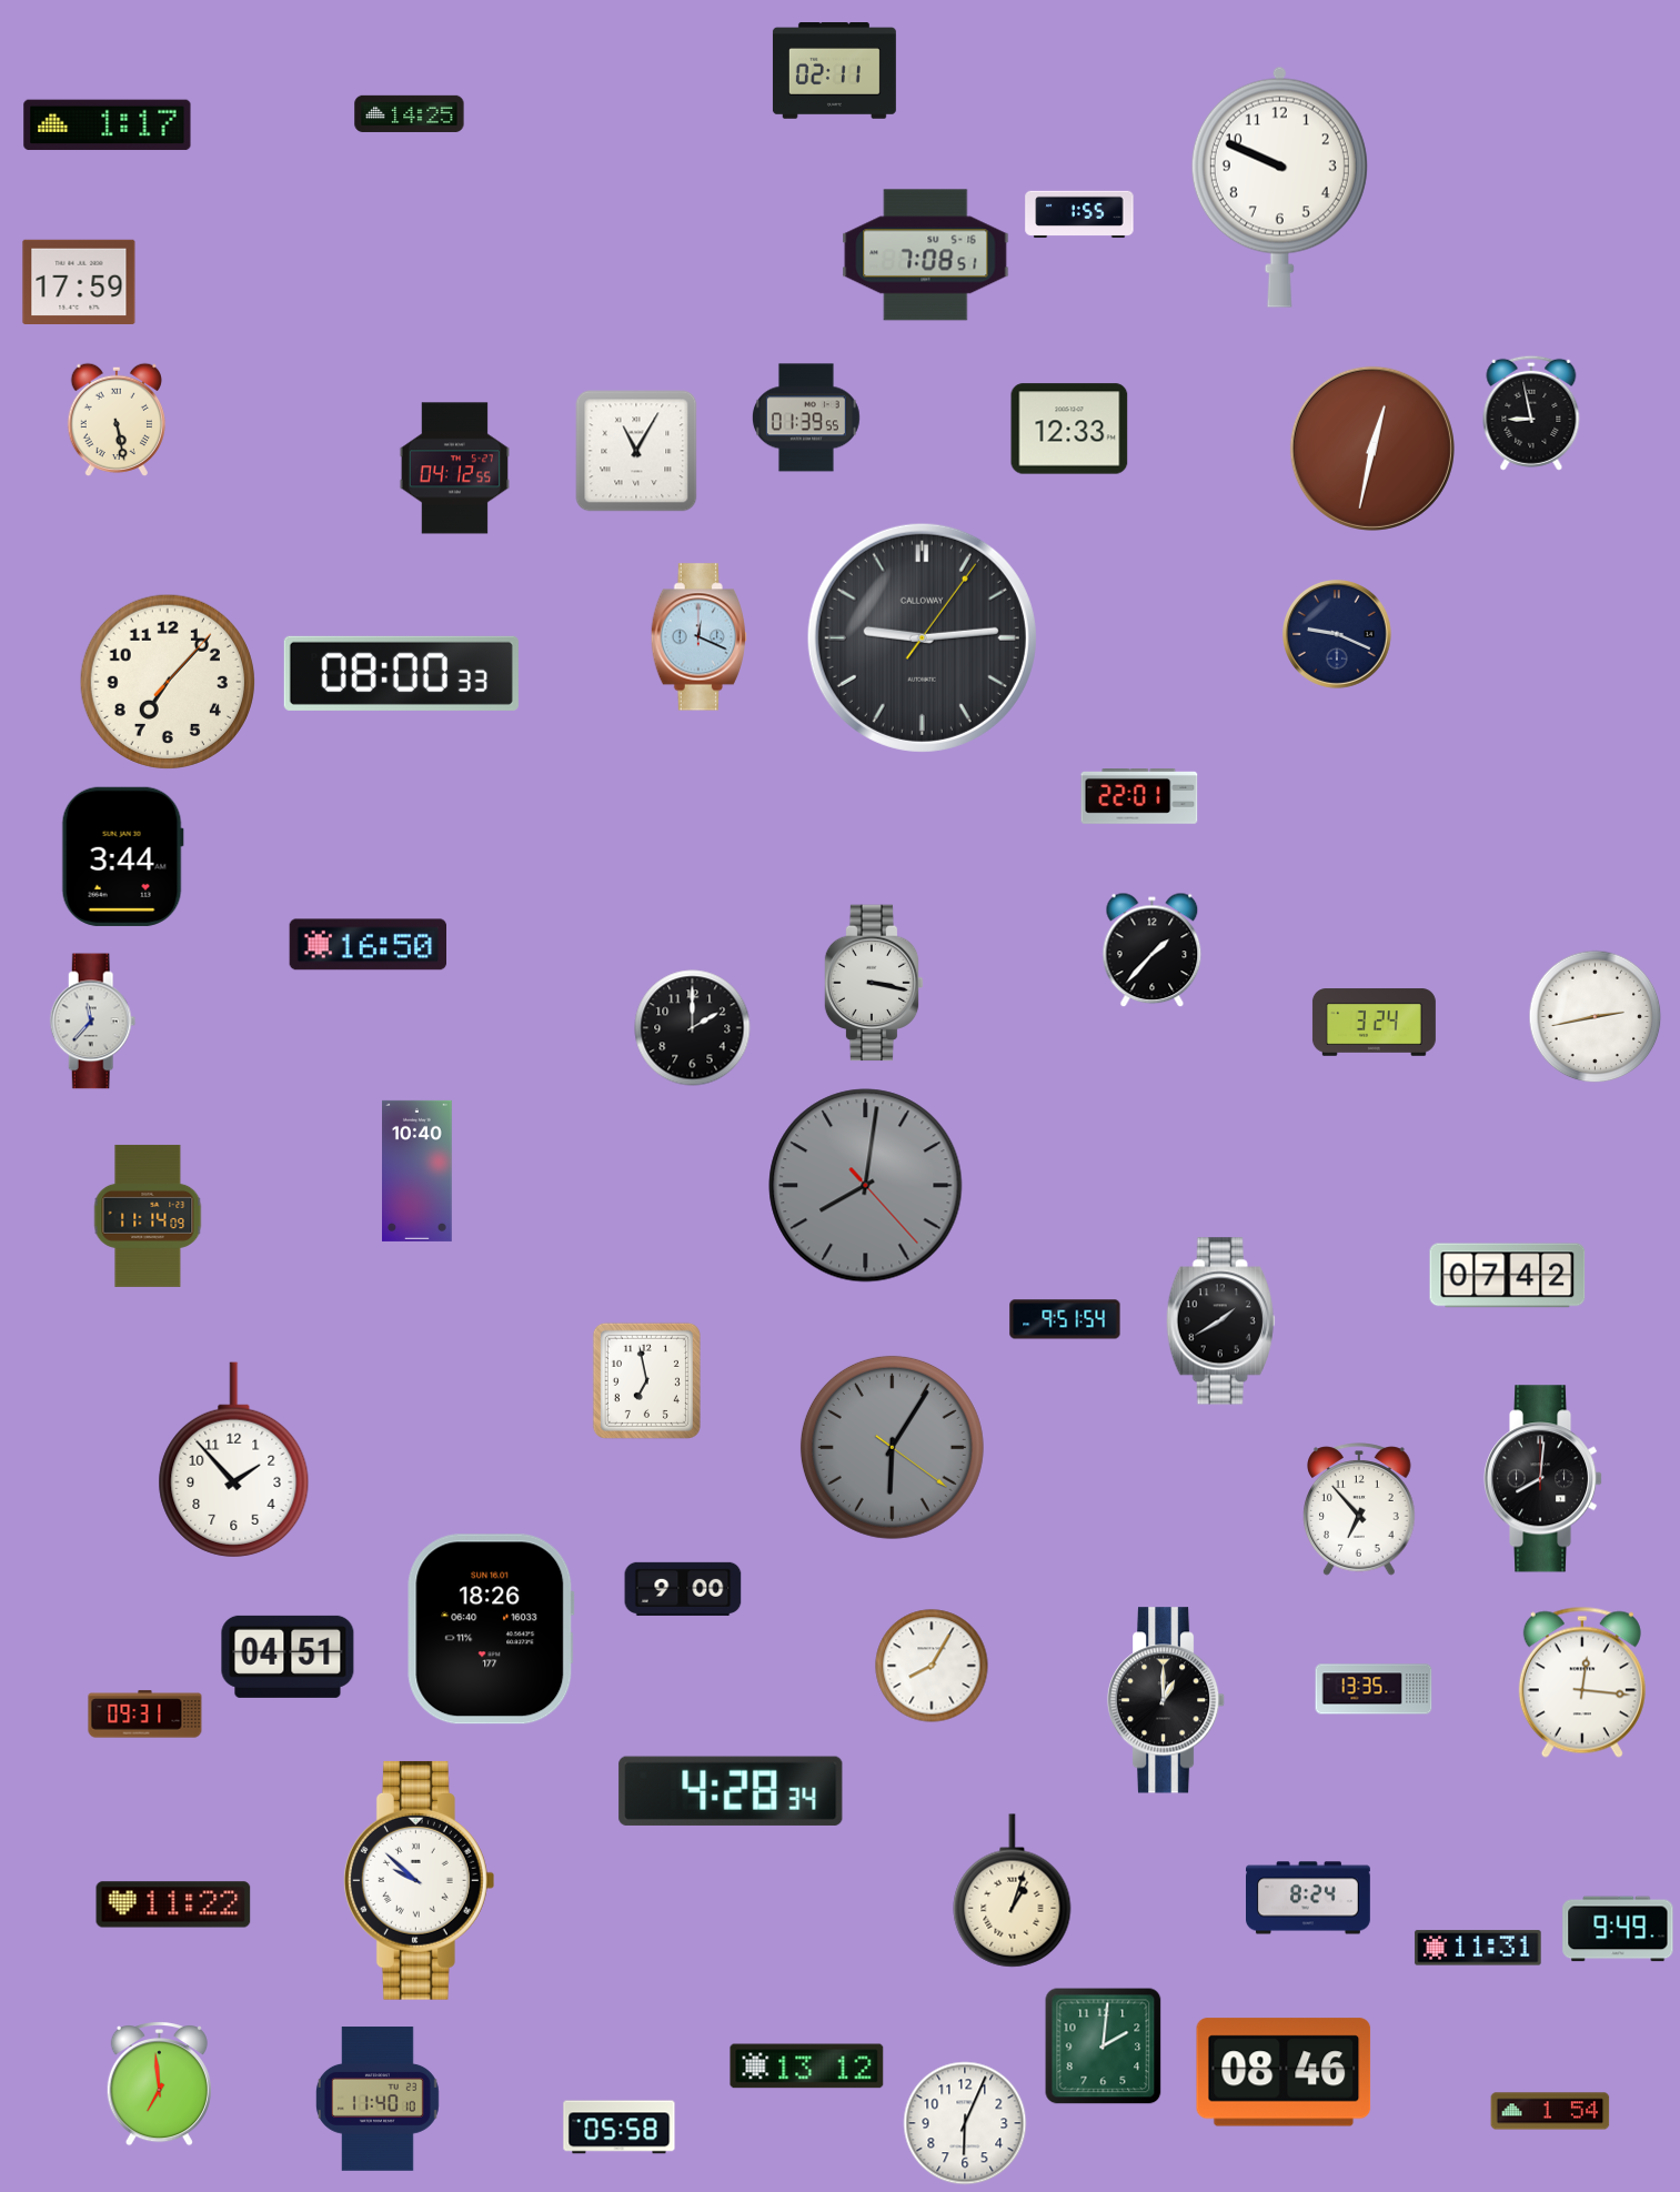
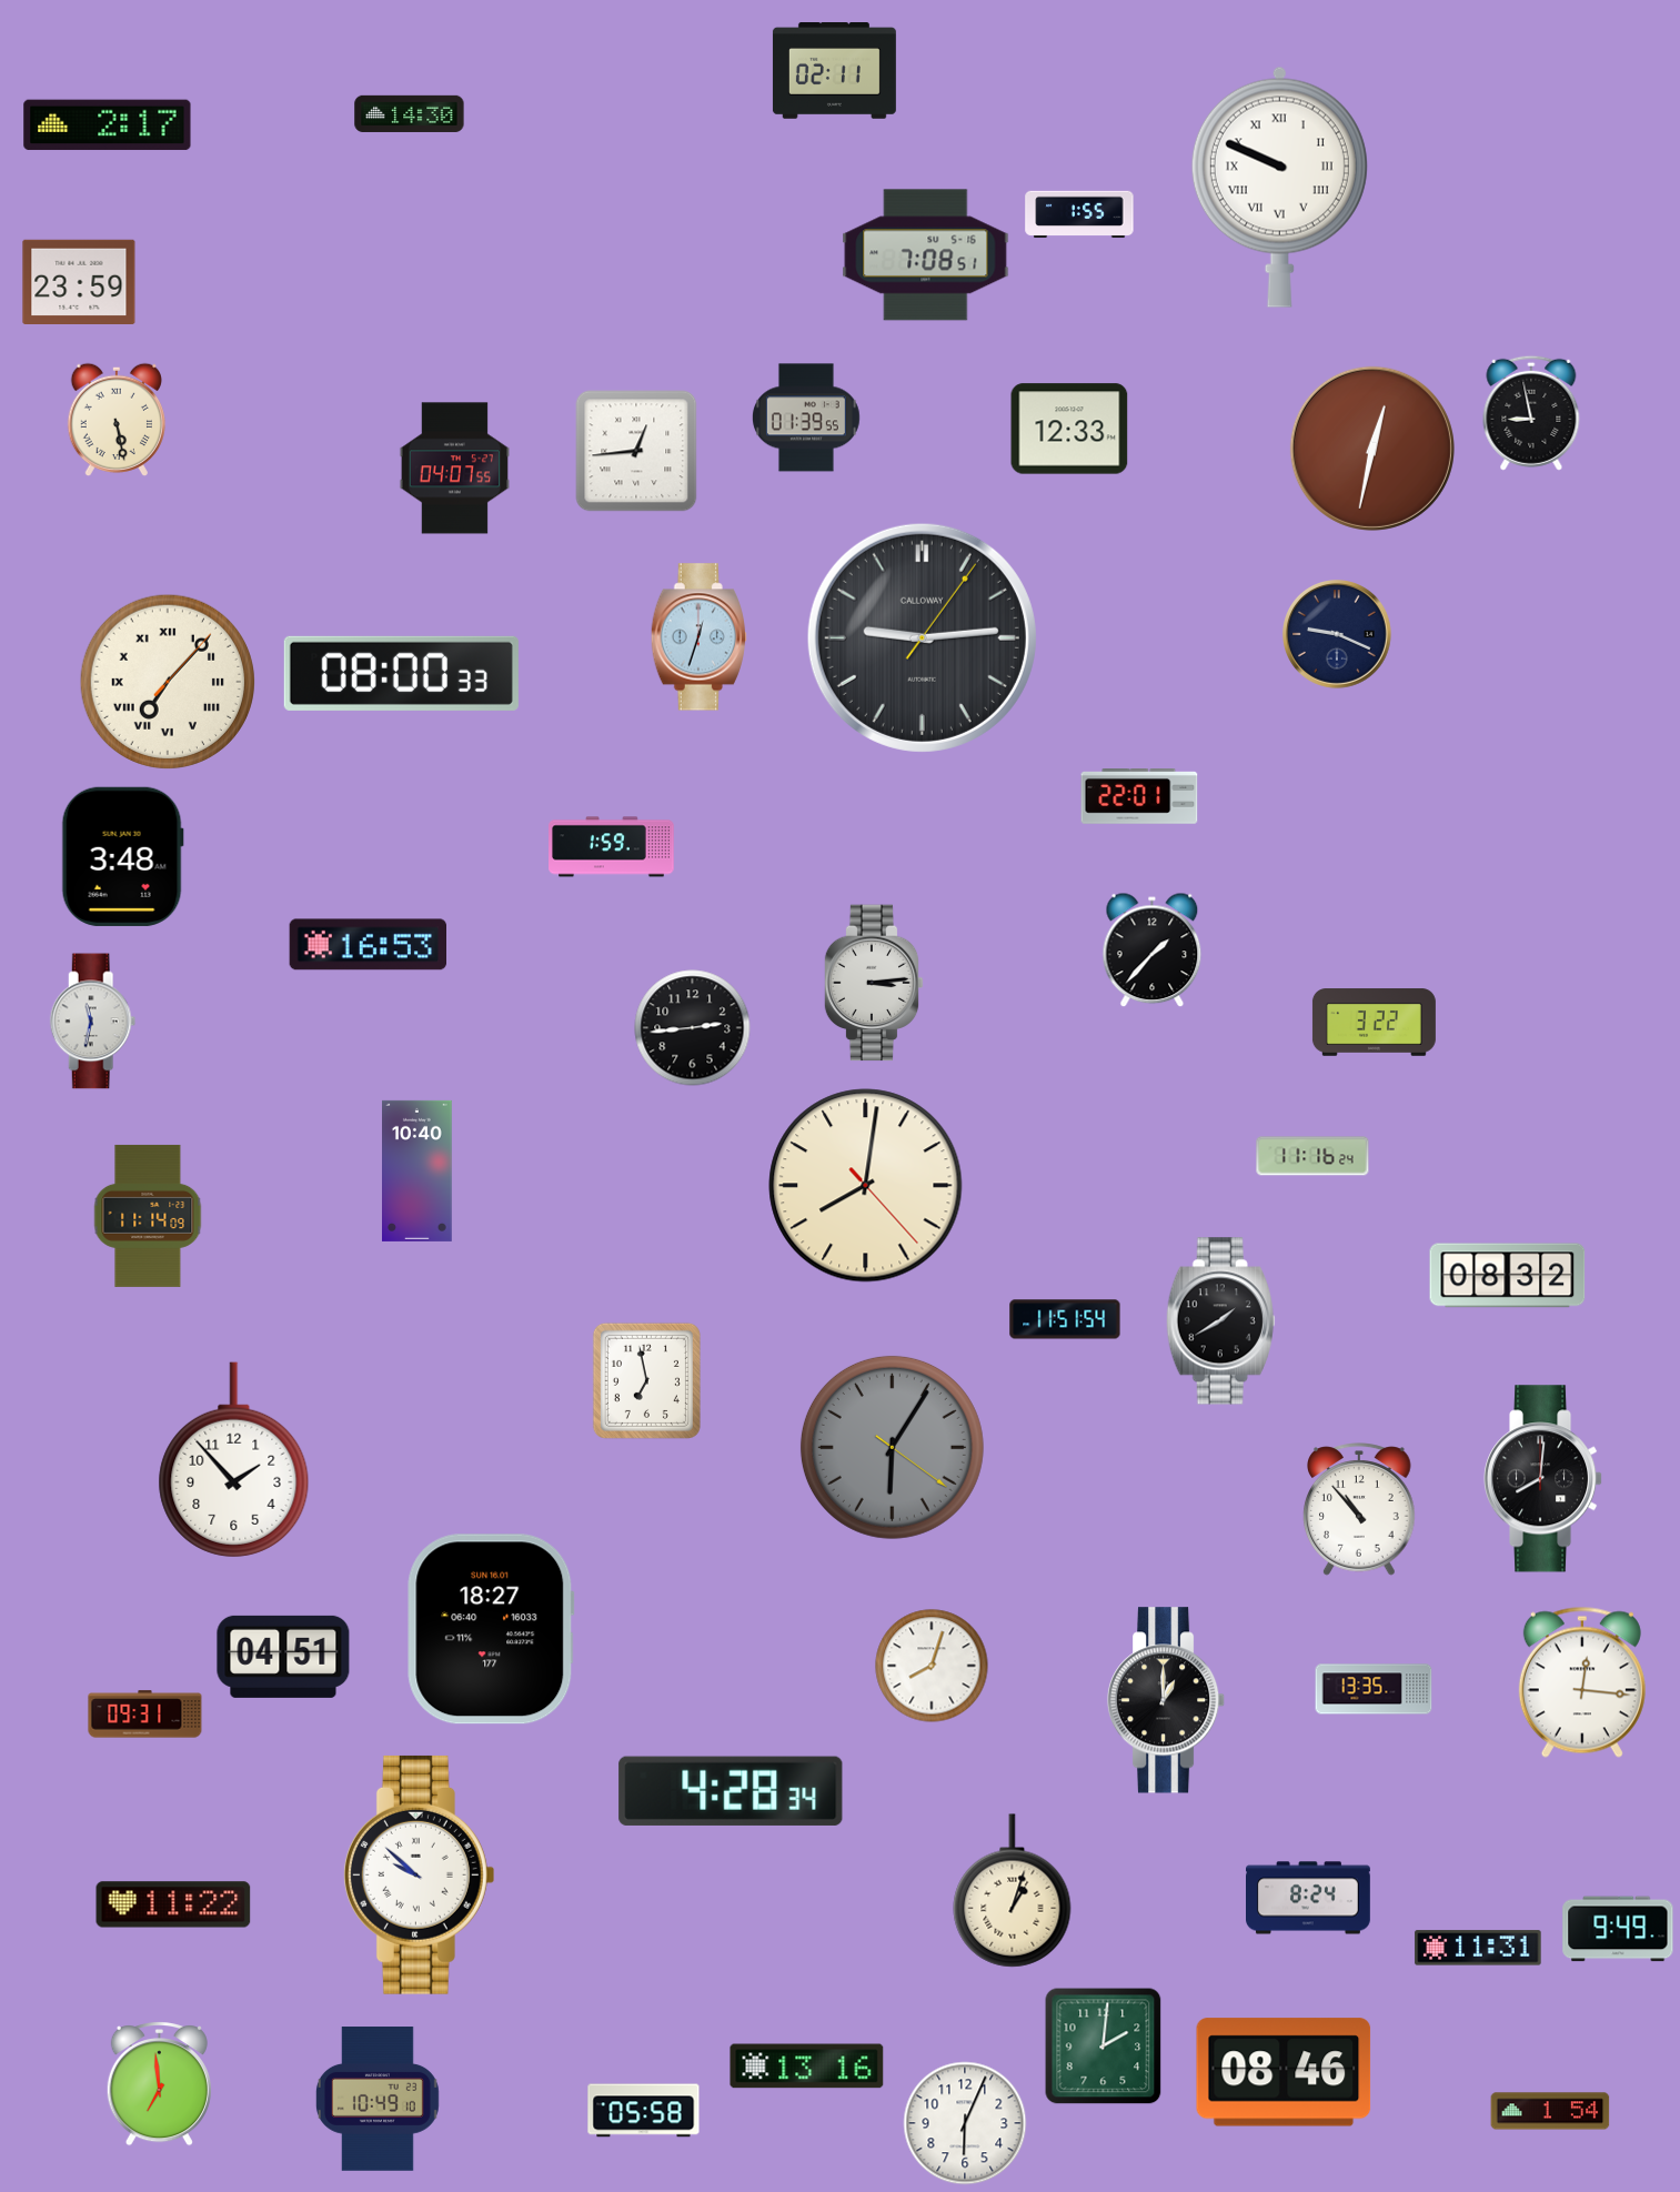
clock at (410, 113): 14:25 -> 14:30
clock at (108, 125): 1:17 -> 2:17
clock at (1279, 187) numerals: Arabic -> Roman
clock at (79, 281): 17:59 -> 23:59
clock at (636, 451): 11:05 -> 12:44
clock at (454, 469): 04:12 -> 04:07
clock at (698, 637): 12:19 -> 12:33
clock at (168, 682) numerals: Arabic -> Roman
clock at (612, 847): none -> 1:59
clock at (122, 856): 3:44 -> 3:48
clock at (368, 945): 16:50 -> 16:53
clock at (874, 983): 3:17 -> 3:14
clock at (1596, 1017): 2:43 -> none
clock at (93, 1022): 11:37 -> 11:32
clock at (1374, 1023): 3:24 -> 3:22
clock at (693, 1028): 2:00 -> 2:44
clock at (1312, 1156): none -> 11:16
clock at (866, 1186) dial: grey -> cream
clock at (1508, 1276): 07:42 -> 08:32
clock at (1065, 1319): 9:51 -> 11:51
clock at (1360, 1509): 6:53 -> 10:53
clock at (683, 1589): 9:00 -> none
clock at (491, 1629): 18:26 -> 18:27
clock at (288, 1657) position: (288, 1657) -> (283, 1657)
clock at (932, 1666): 8:05 -> 8:03
clock at (419, 1880) position: (419, 1880) -> (419, 1874)
clock at (807, 2067): 13:12 -> 13:16
clock at (378, 2099): 11:40 -> 10:49
clock at (620, 2128) position: (620, 2128) -> (644, 2111)
